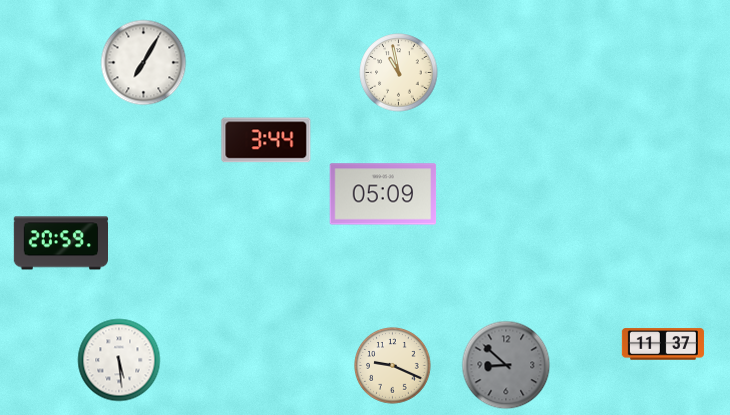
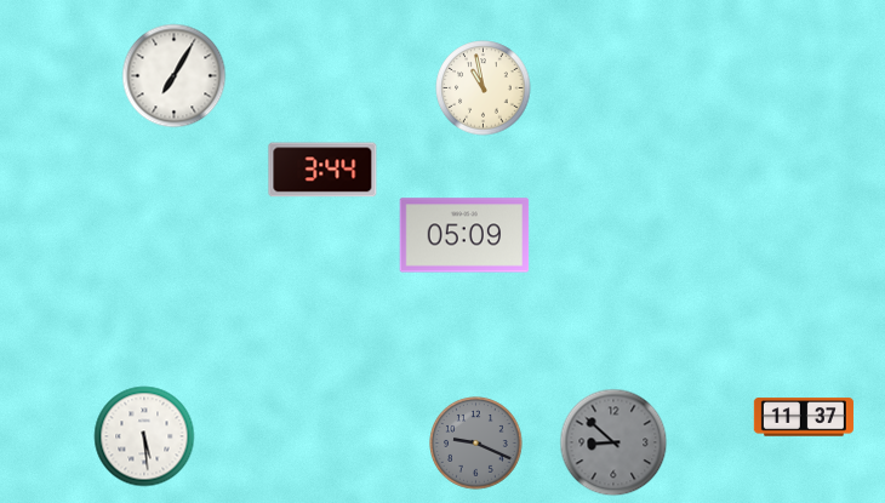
clock at (60, 243): 20:59 -> none
clock at (393, 366) dial: cream -> grey
